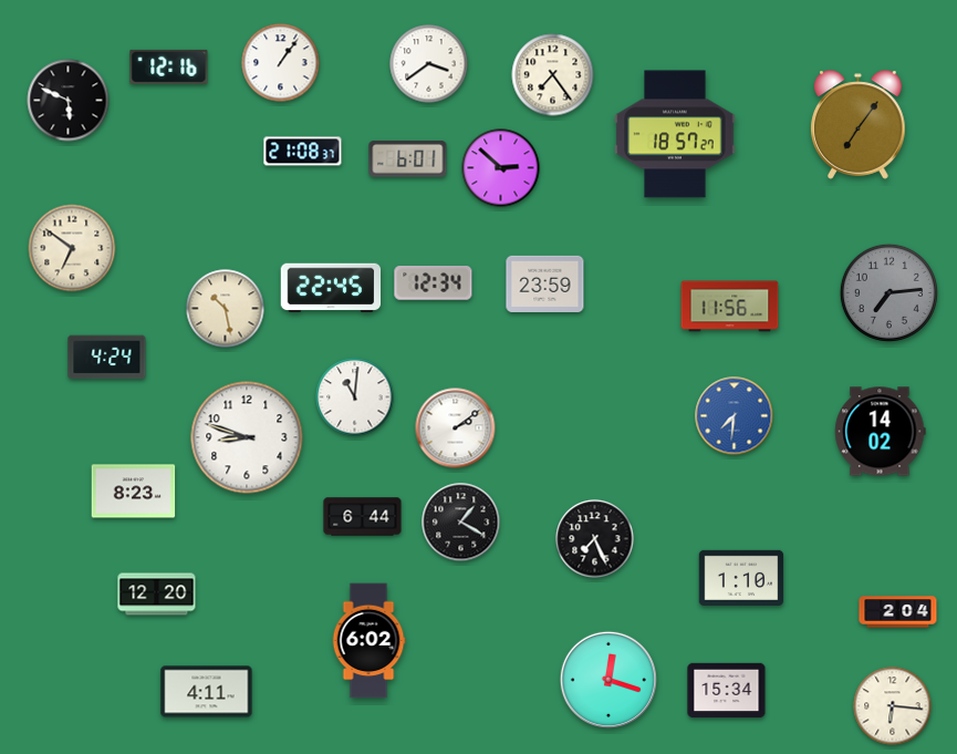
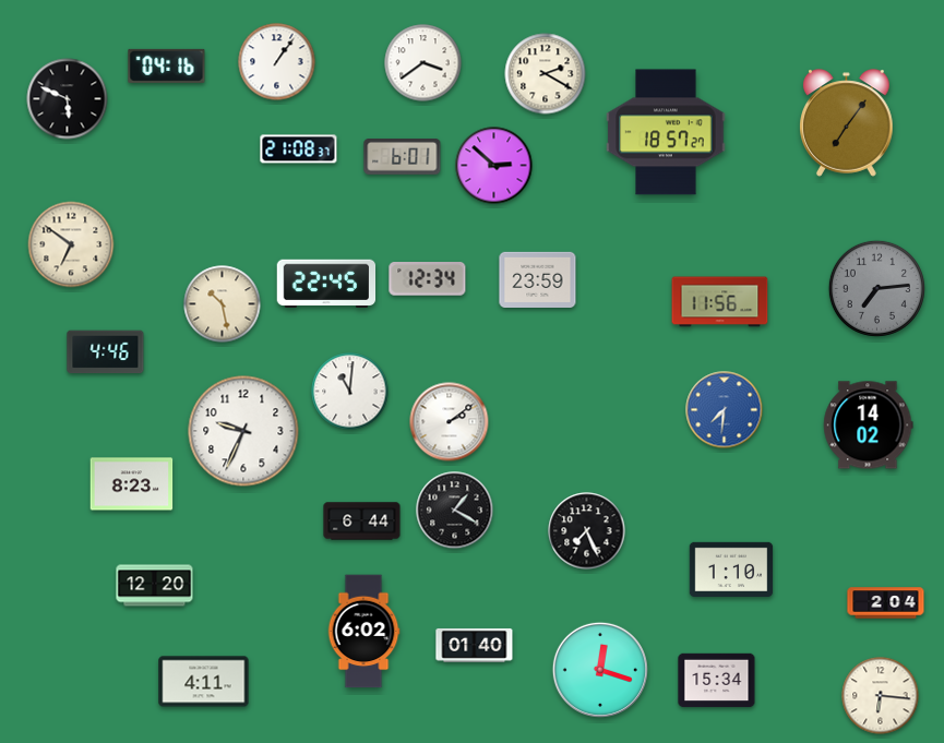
clock at (169, 66): 12:16 -> 04:16
clock at (553, 75): 7:24 -> 2:20
clock at (107, 358): 4:24 -> 4:46
clock at (247, 437): 8:48 -> 9:34
clock at (363, 517) position: (363, 517) -> (362, 522)
clock at (461, 523) position: (461, 523) -> (455, 511)
clock at (475, 646): none -> 01:40
